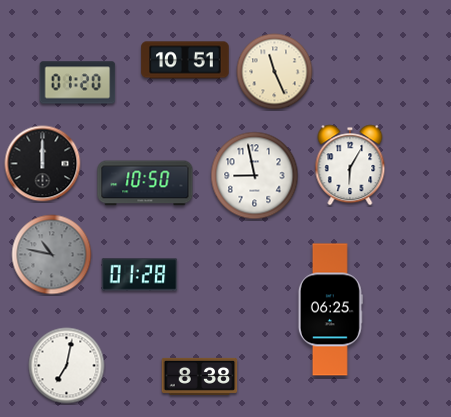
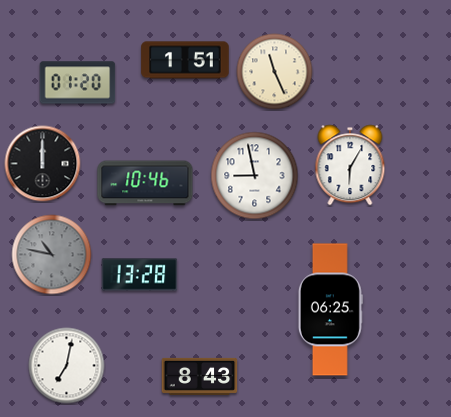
clock at (185, 60): 10:51 -> 1:51
clock at (145, 183): 10:50 -> 10:46
clock at (140, 275): 01:28 -> 13:28
clock at (200, 376): 8:38 -> 8:43
